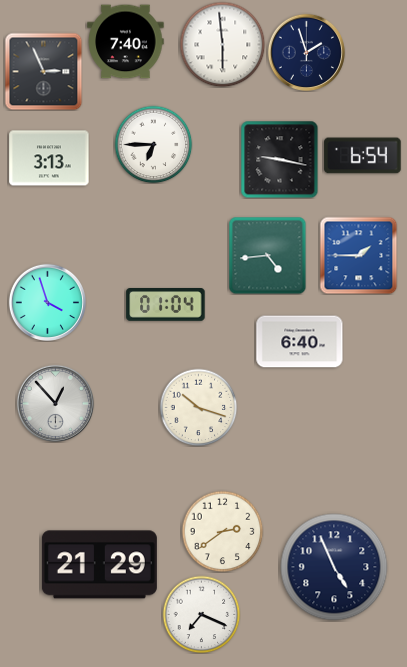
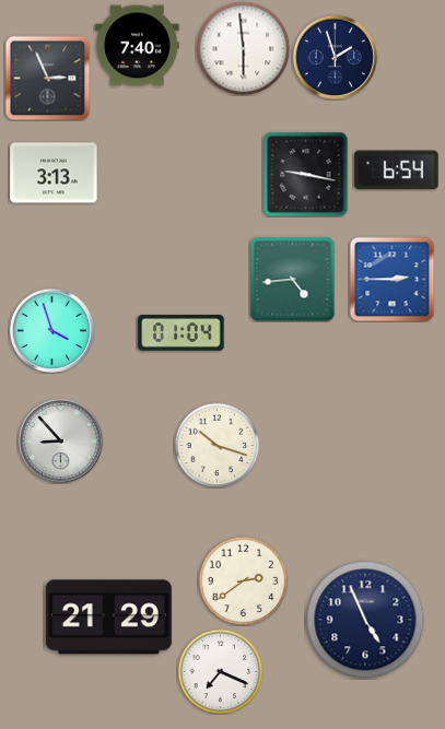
clock at (153, 144): 6:45 -> none
clock at (358, 255): 1:45 -> 2:45
clock at (300, 342): 6:40 -> none
clock at (55, 403): 12:53 -> 8:53
